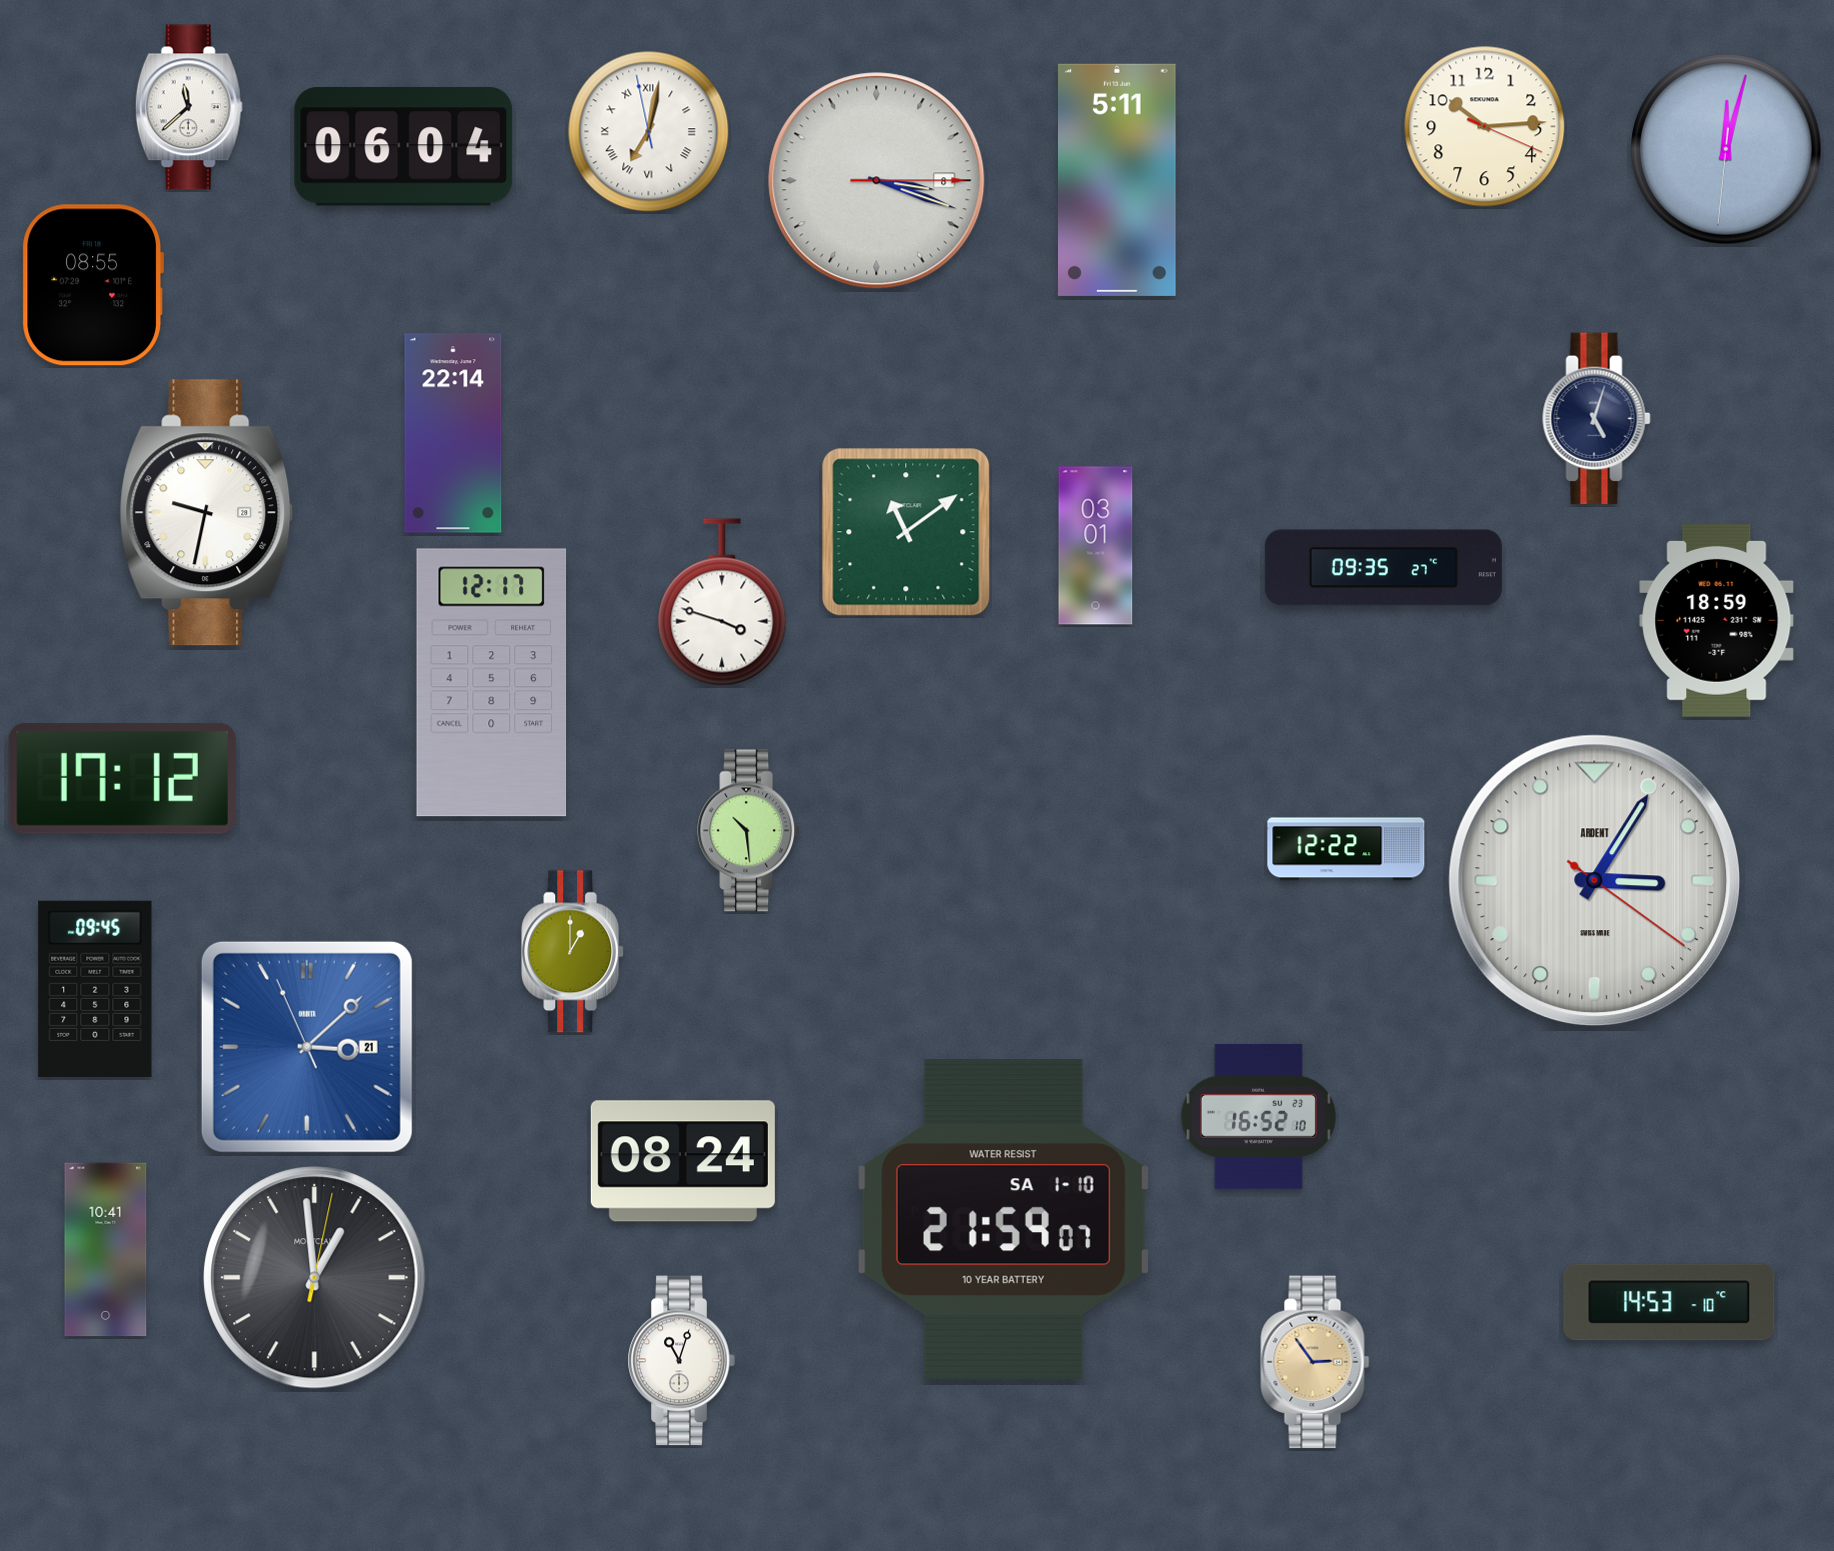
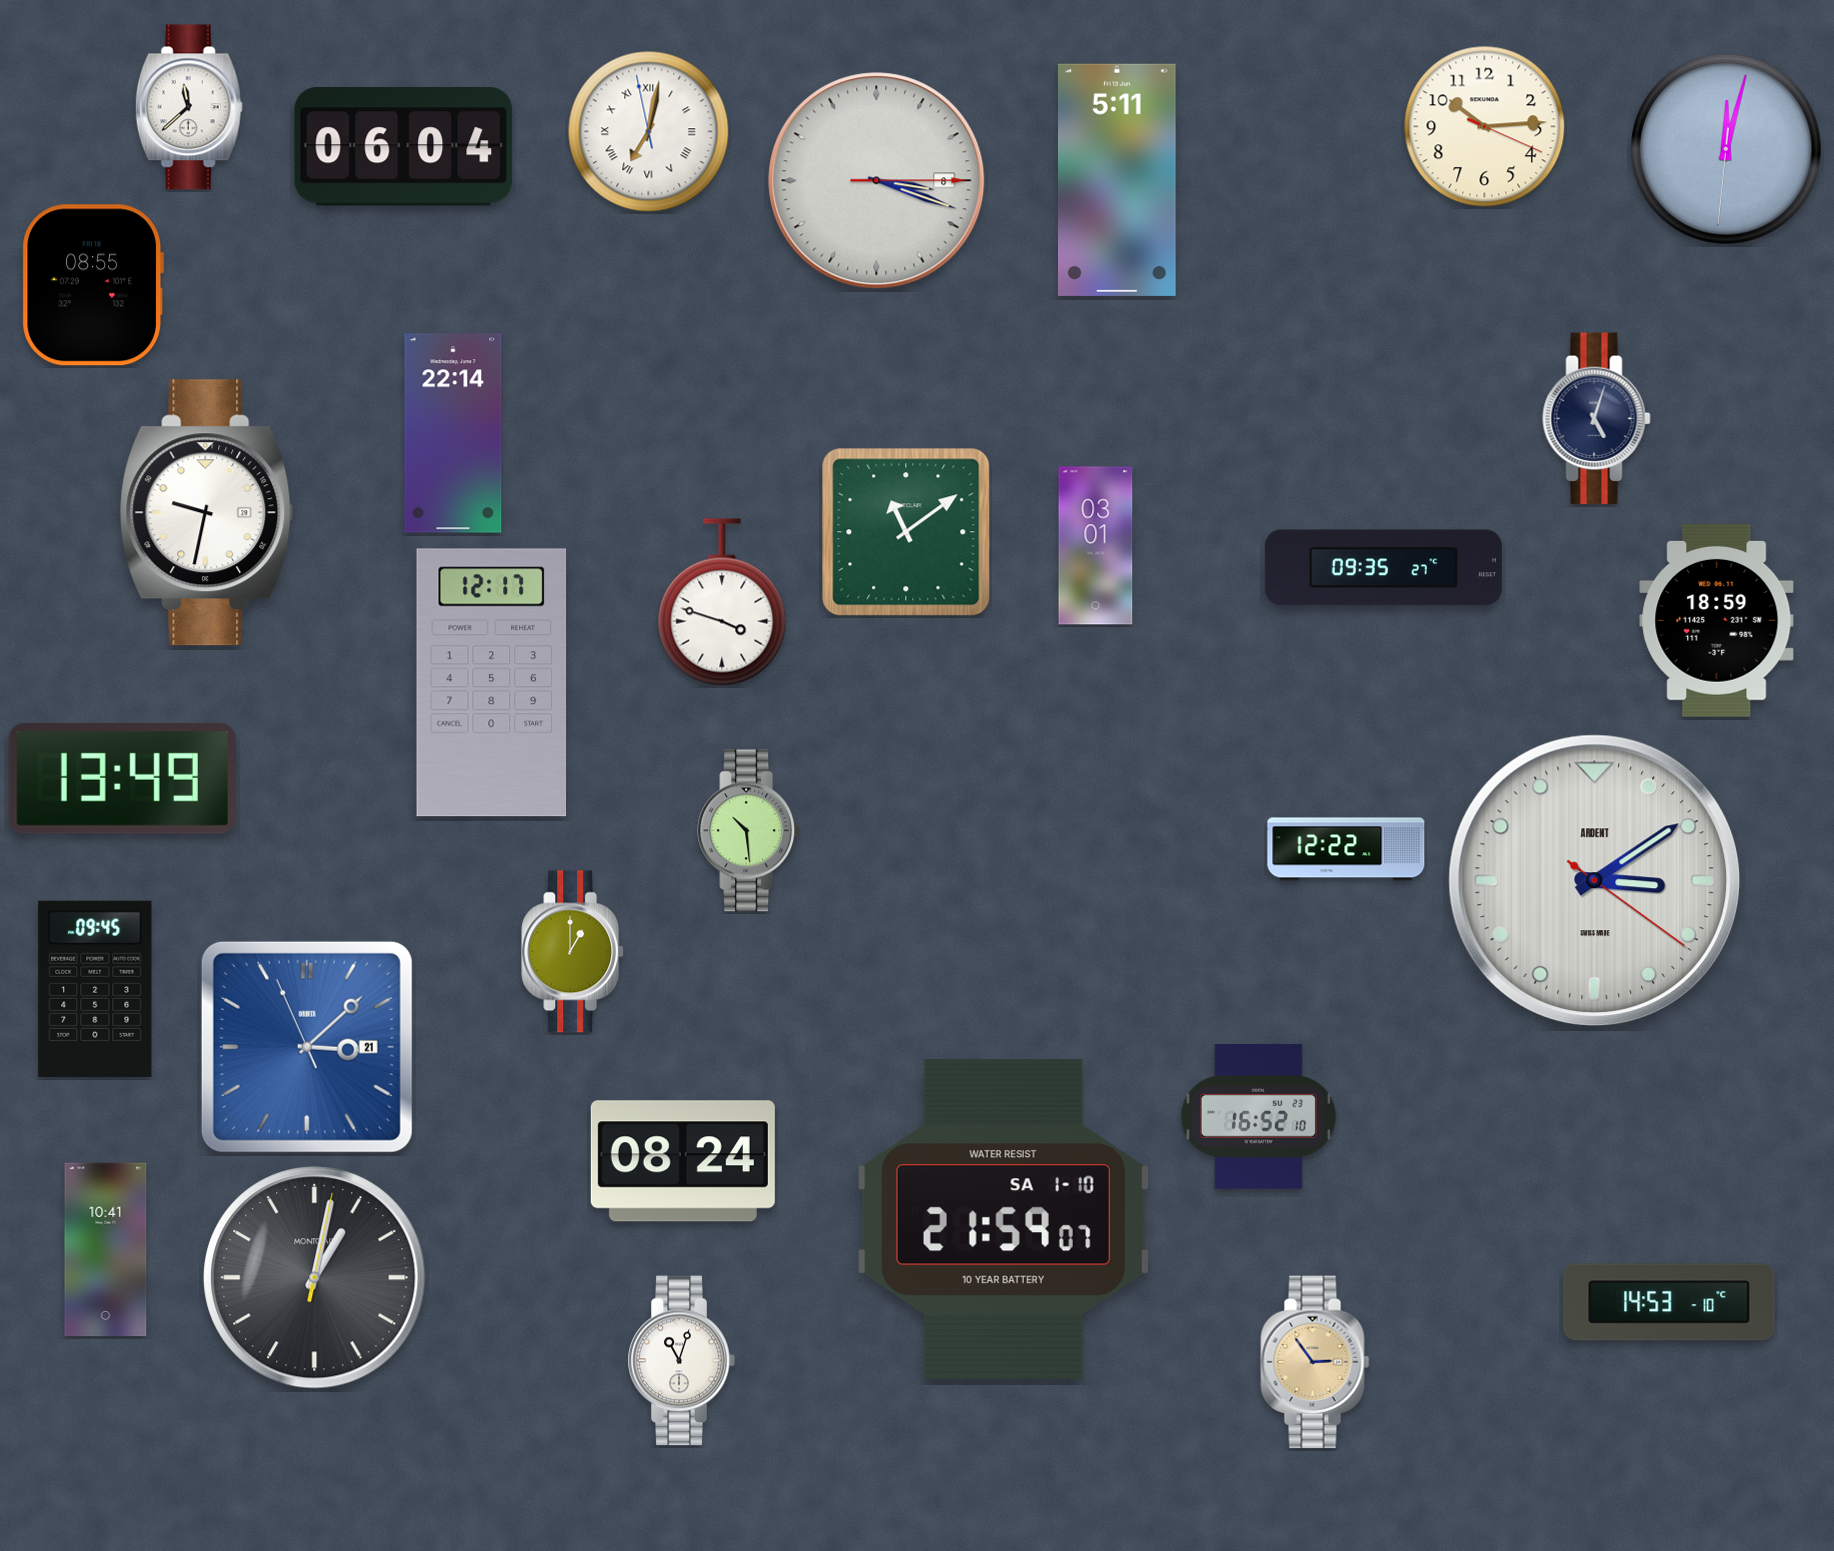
clock at (122, 778): 17:12 -> 13:49
clock at (1594, 880): 3:05 -> 3:09
clock at (315, 1278): 12:59 -> 1:02
